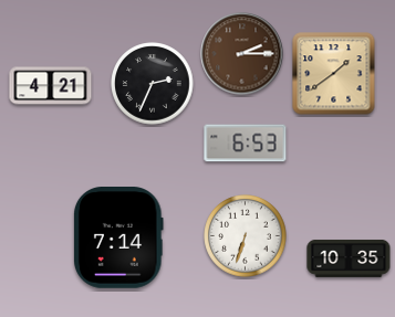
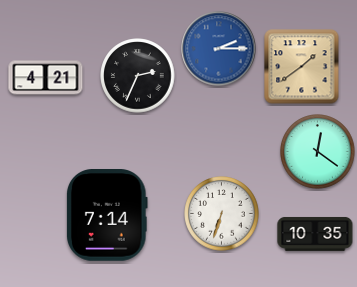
clock at (242, 54) dial: brown -> blue
clock at (246, 144): 6:53 -> none
clock at (318, 152): none -> 12:21
